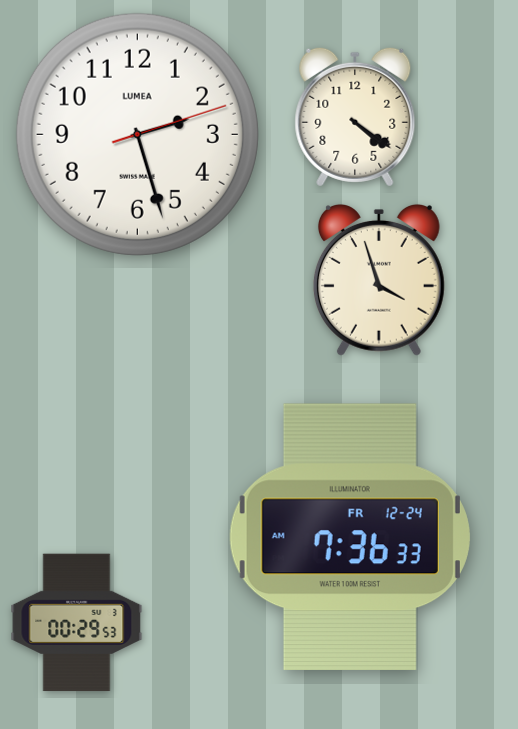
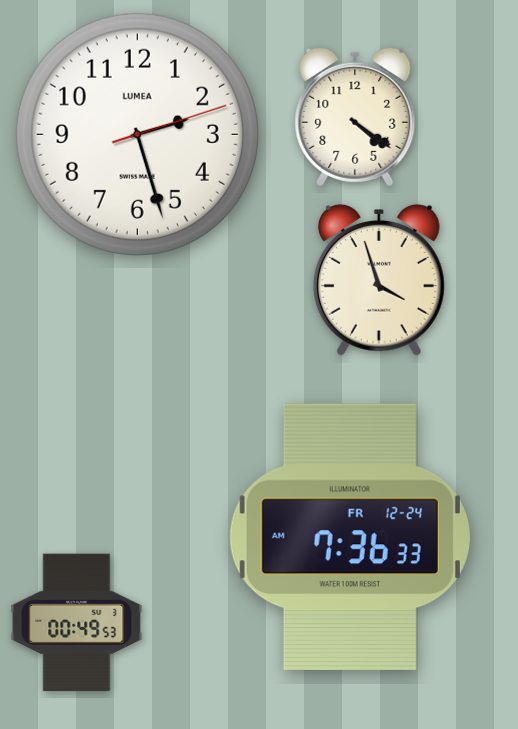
clock at (77, 623): 00:29 -> 00:49
